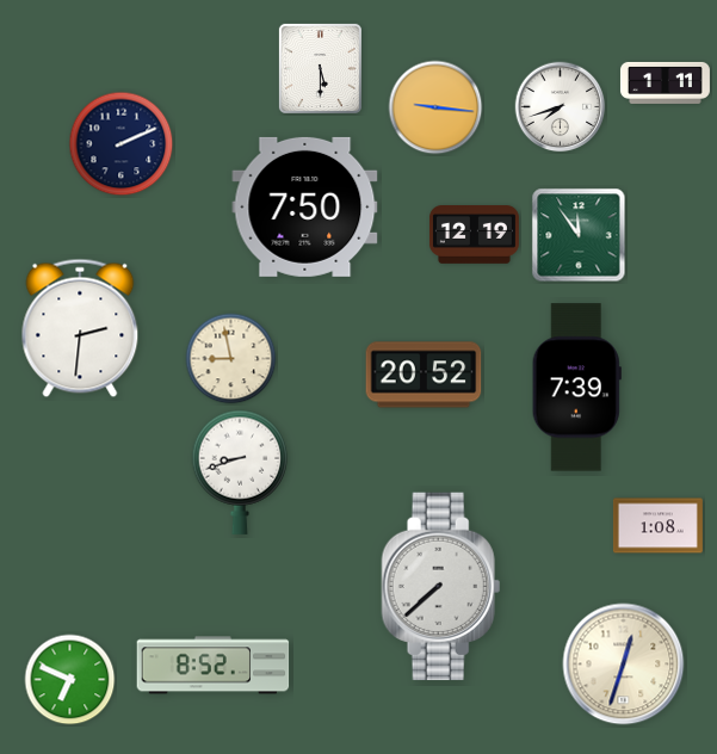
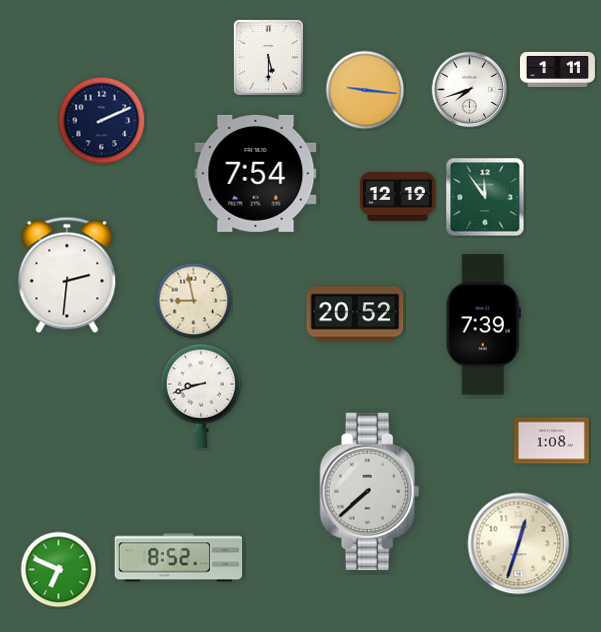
clock at (305, 206): 7:50 -> 7:54
clock at (624, 665) position: (624, 665) -> (519, 544)
